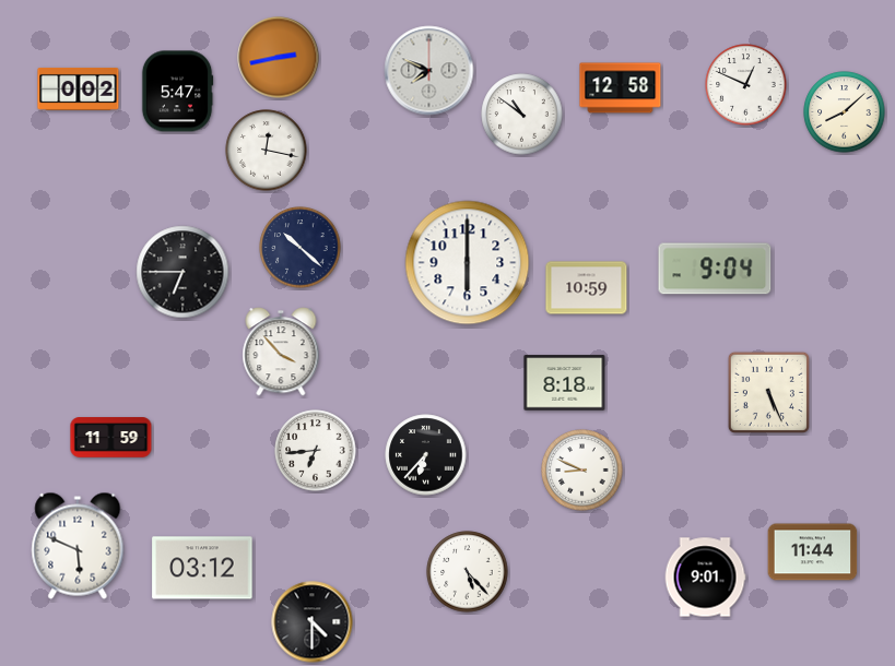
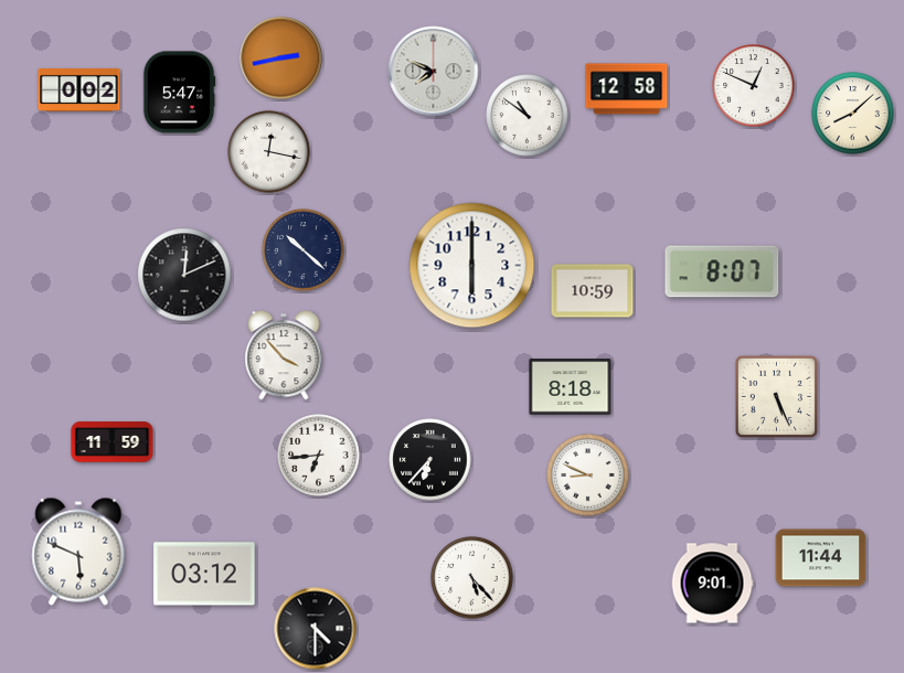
clock at (715, 269): 9:04 -> 8:07
clock at (182, 272): 6:45 -> 12:11
